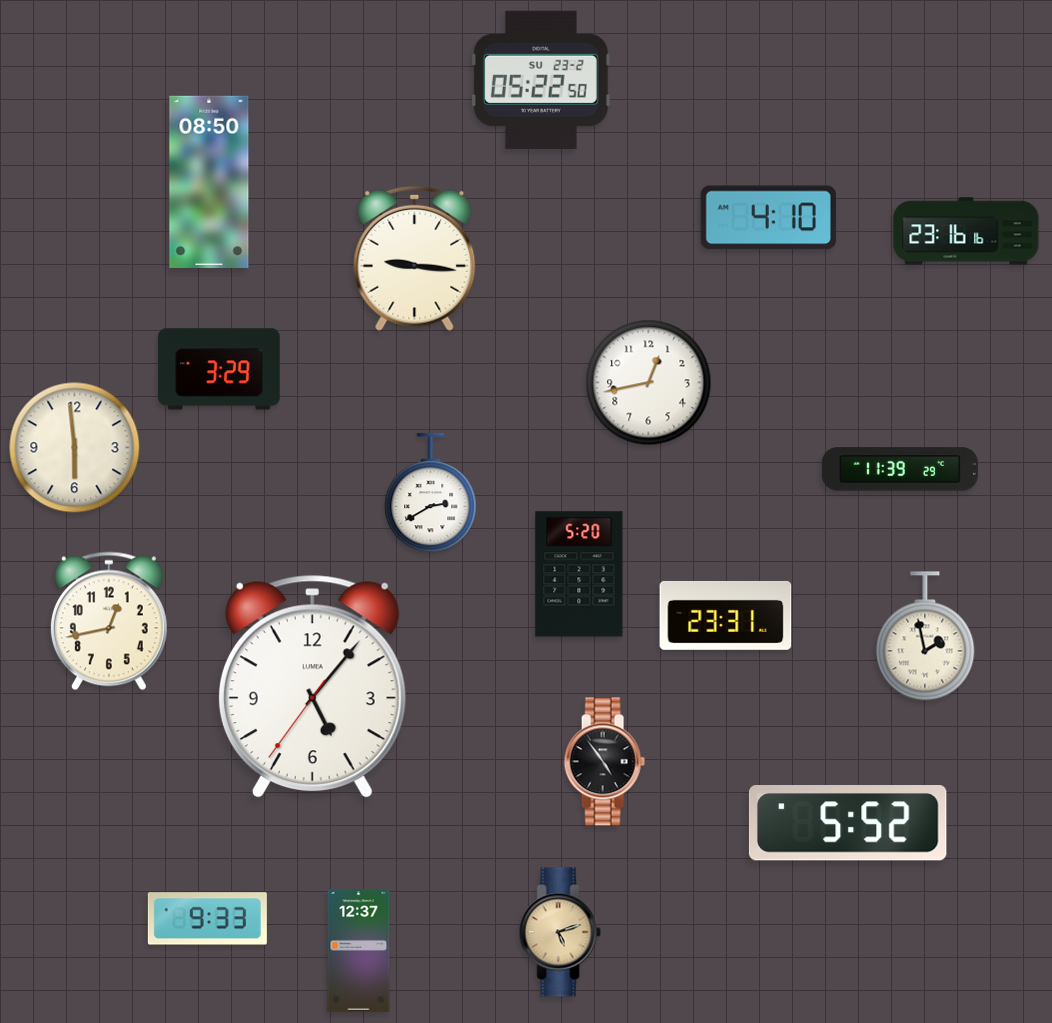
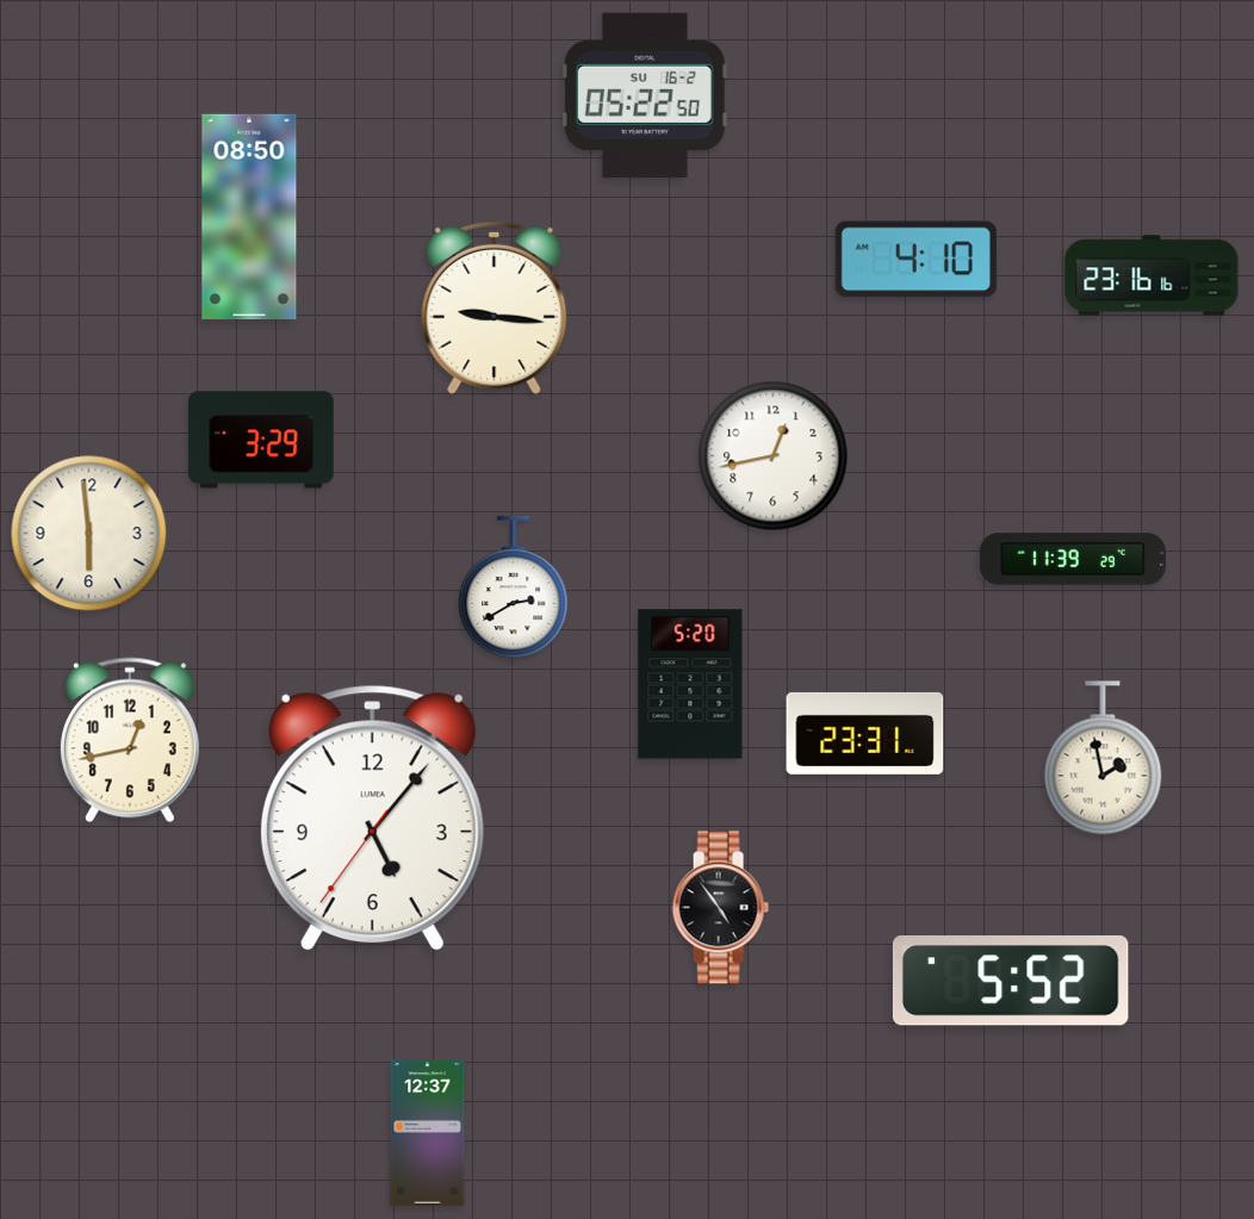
clock at (541, 80) date: SU 23-2 -> SU 16-2
clock at (207, 919): 9:33 -> none
clock at (560, 932): 5:12 -> none
